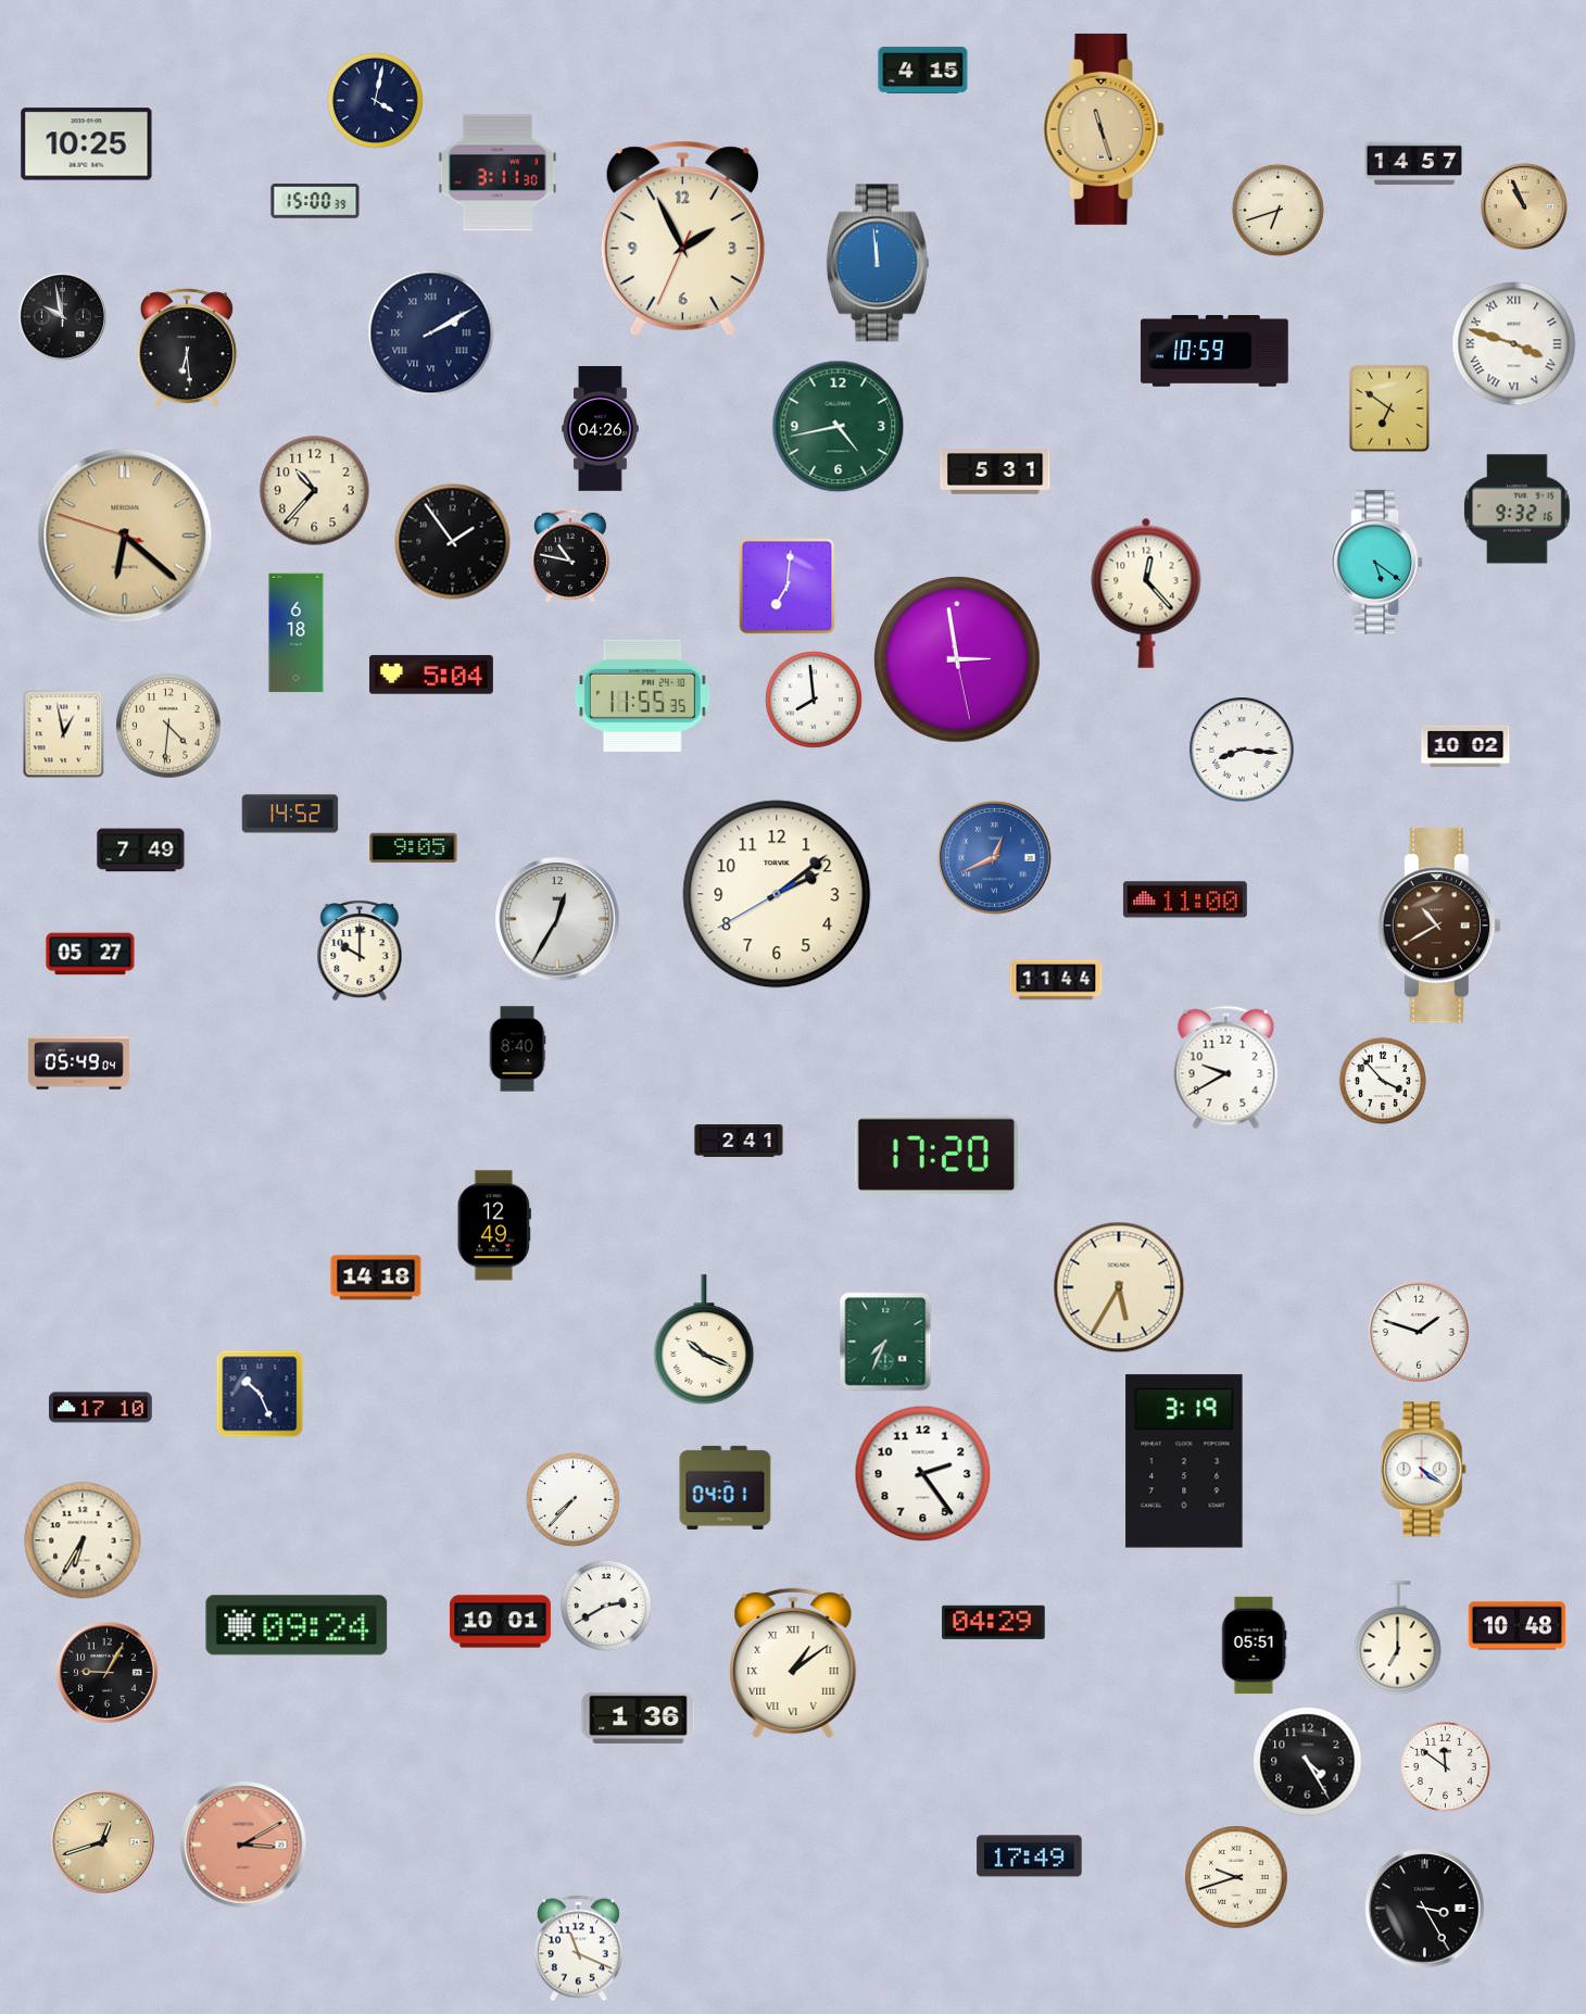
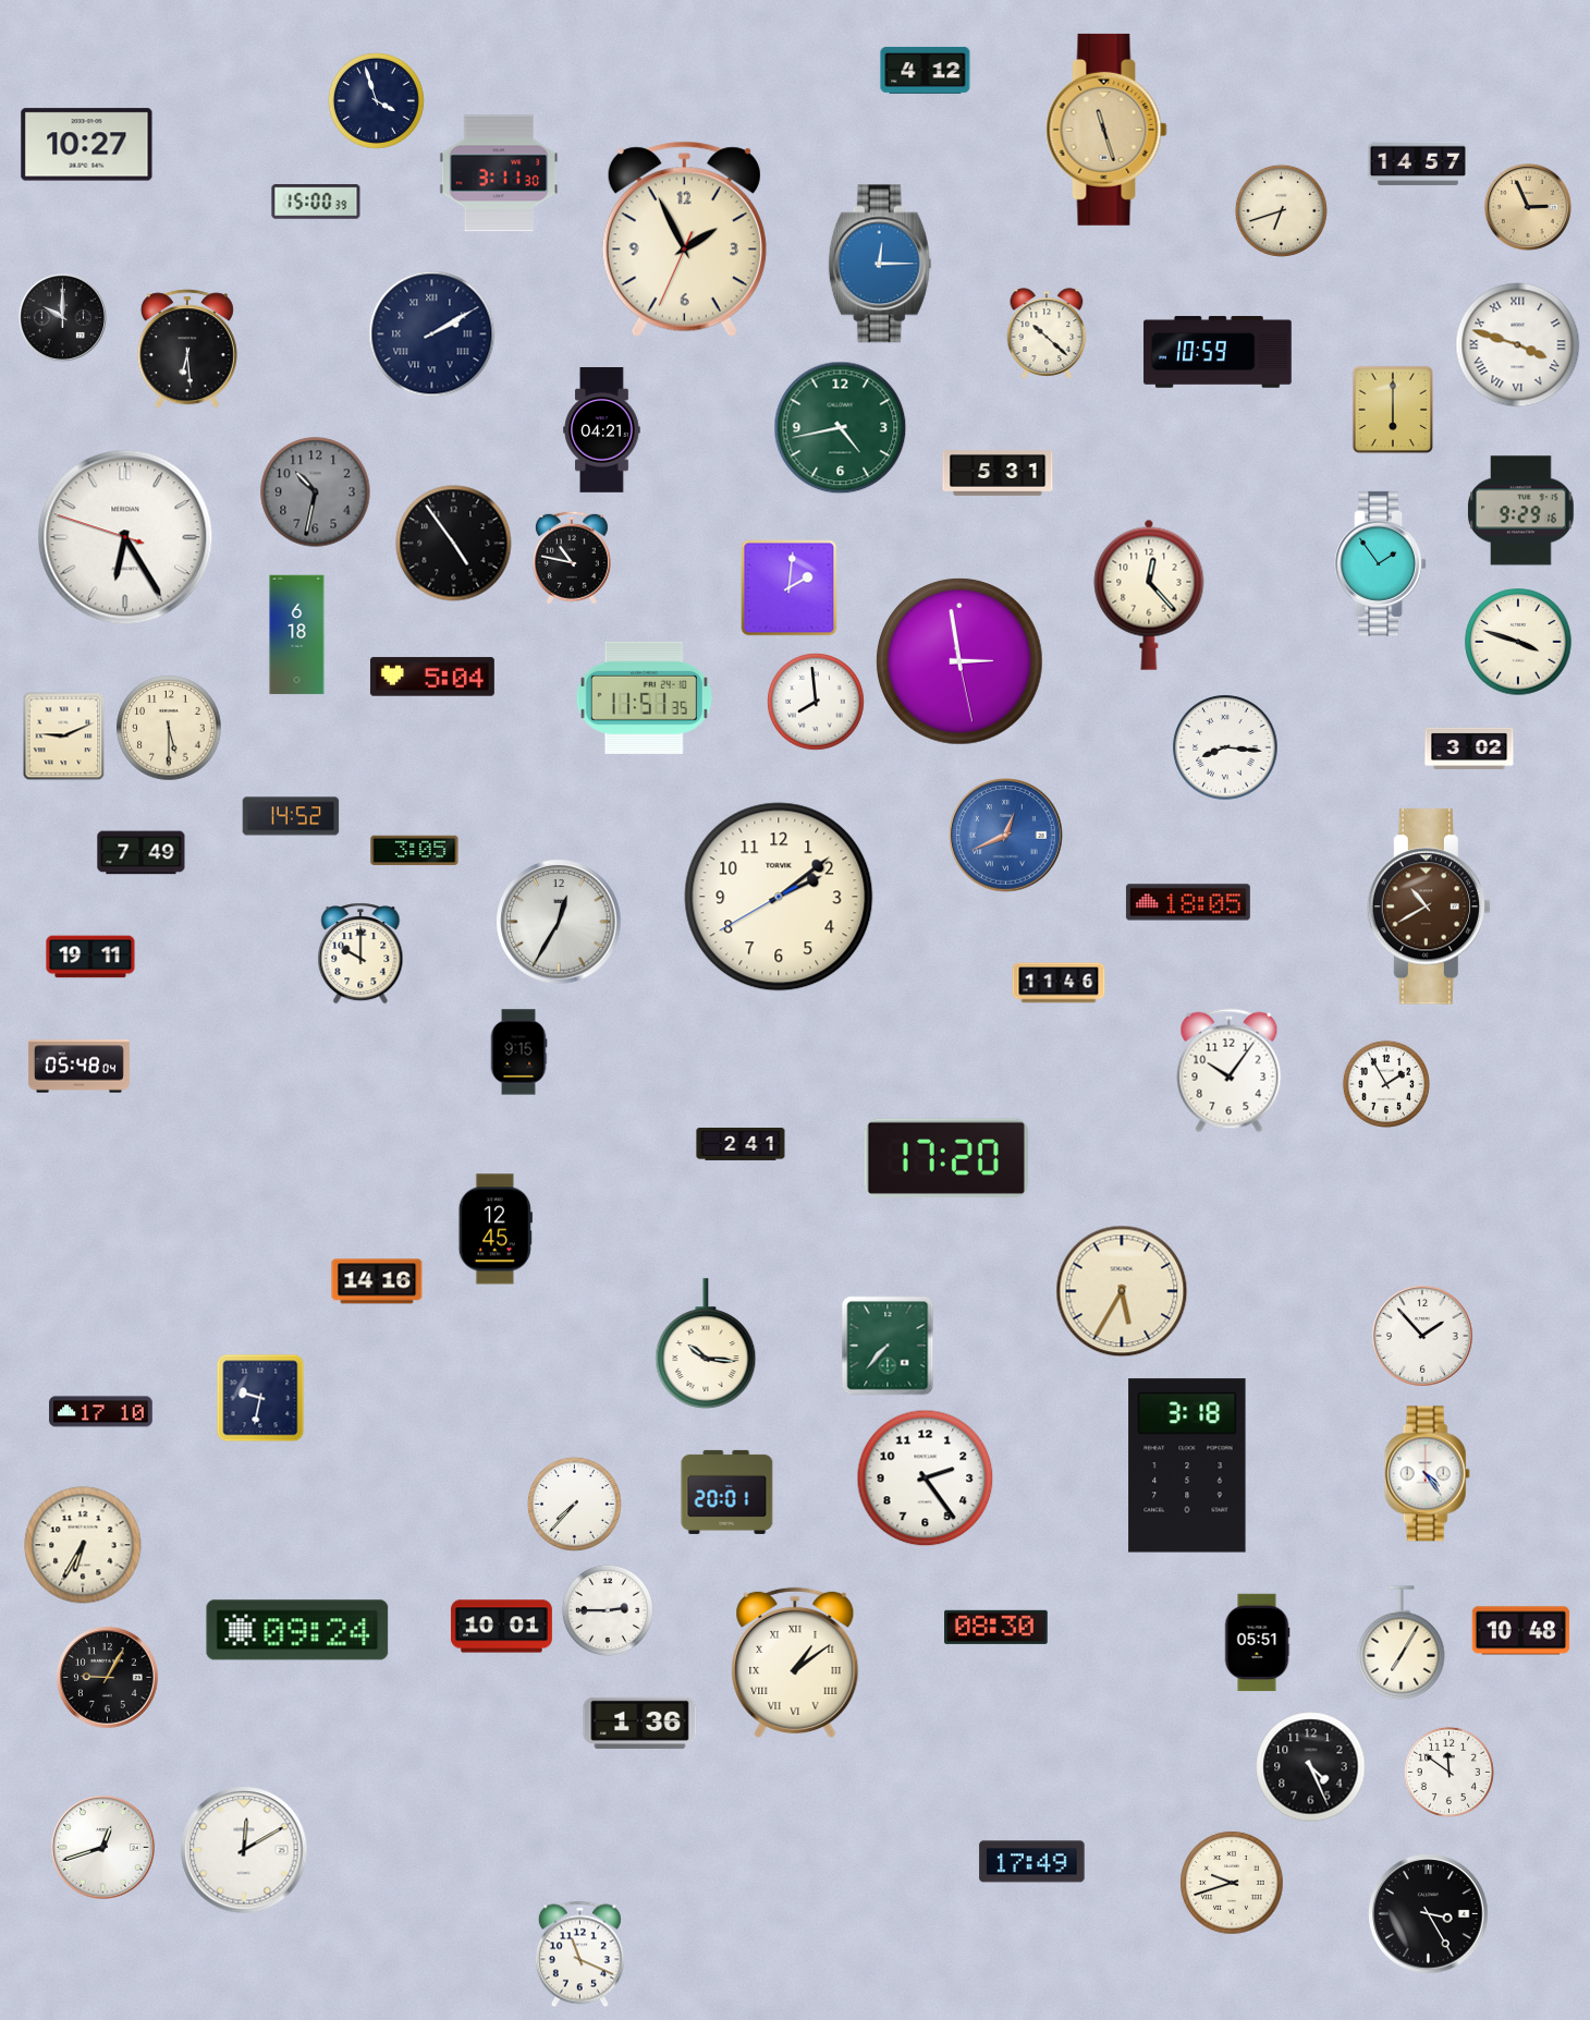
clock at (923, 71): 4:15 -> 4:12
clock at (375, 100): 4:02 -> 3:57
clock at (87, 144): 10:25 -> 10:27
clock at (1524, 206): 10:56 -> 2:56
clock at (878, 263): 11:59 -> 12:15
clock at (62, 316): 9:58 -> 10:00
clock at (1047, 333): none -> 10:22
clock at (1389, 408): 6:51 -> 6:00
clock at (601, 429): 04:26 -> 04:21
clock at (315, 491): 10:37 -> 10:32
clock at (315, 491) dial: cream -> grey
clock at (1518, 509): 9:32 -> 9:29
clock at (125, 536): 6:21 -> 6:24
clock at (125, 536) dial: champagne -> white
clock at (453, 542): 1:54 -> 4:54
clock at (1377, 562): 5:21 -> 1:54
clock at (788, 587): 7:01 -> 2:01
clock at (1518, 642): none -> 3:48
clock at (642, 695): 11:55 -> 11:51
clock at (168, 726): 4:31 -> 5:30
clock at (64, 734): 12:58 -> 9:11
clock at (1465, 746): 10:02 -> 3:02
clock at (1242, 750) position: (1242, 750) -> (1225, 747)
clock at (414, 848): 9:05 -> 3:05
clock at (995, 858) position: (995, 858) -> (1006, 836)
clock at (1185, 899): 11:00 -> 18:05
clock at (1439, 926) position: (1439, 926) -> (1429, 906)
clock at (90, 954): 05:27 -> 19:11
clock at (1056, 980): 11:44 -> 11:46
clock at (517, 1049): 8:40 -> 9:15
clock at (78, 1063): 05:49 -> 05:48
clock at (1226, 1068): 9:40 -> 10:06
clock at (1382, 1080): 3:53 -> 1:55
clock at (936, 1154) position: (936, 1154) -> (946, 1157)
clock at (494, 1225): 12:49 -> 12:45
clock at (376, 1277): 14:18 -> 14:16
clock at (1420, 1333): 1:48 -> 1:53
clock at (704, 1339): 10:19 -> 10:16
clock at (885, 1342): 7:34 -> 7:37
clock at (260, 1394): 10:26 -> 9:32
clock at (1184, 1461): 3:19 -> 3:18
clock at (1423, 1470): 4:21 -> 4:24
clock at (726, 1487): 04:01 -> 20:01
clock at (606, 1606): 2:40 -> 2:45
clock at (994, 1622): 04:29 -> 08:30
clock at (1398, 1638): 7:00 -> 7:05
clock at (1254, 1646) position: (1254, 1646) -> (1257, 1643)
clock at (793, 1662) position: (793, 1662) -> (795, 1662)
clock at (1308, 1762): 4:25 -> 4:26
clock at (103, 1842) dial: champagne -> white
clock at (243, 1845): 3:10 -> 12:10
clock at (243, 1845) dial: salmon -> white
clock at (1236, 1877) position: (1236, 1877) -> (1232, 1883)
